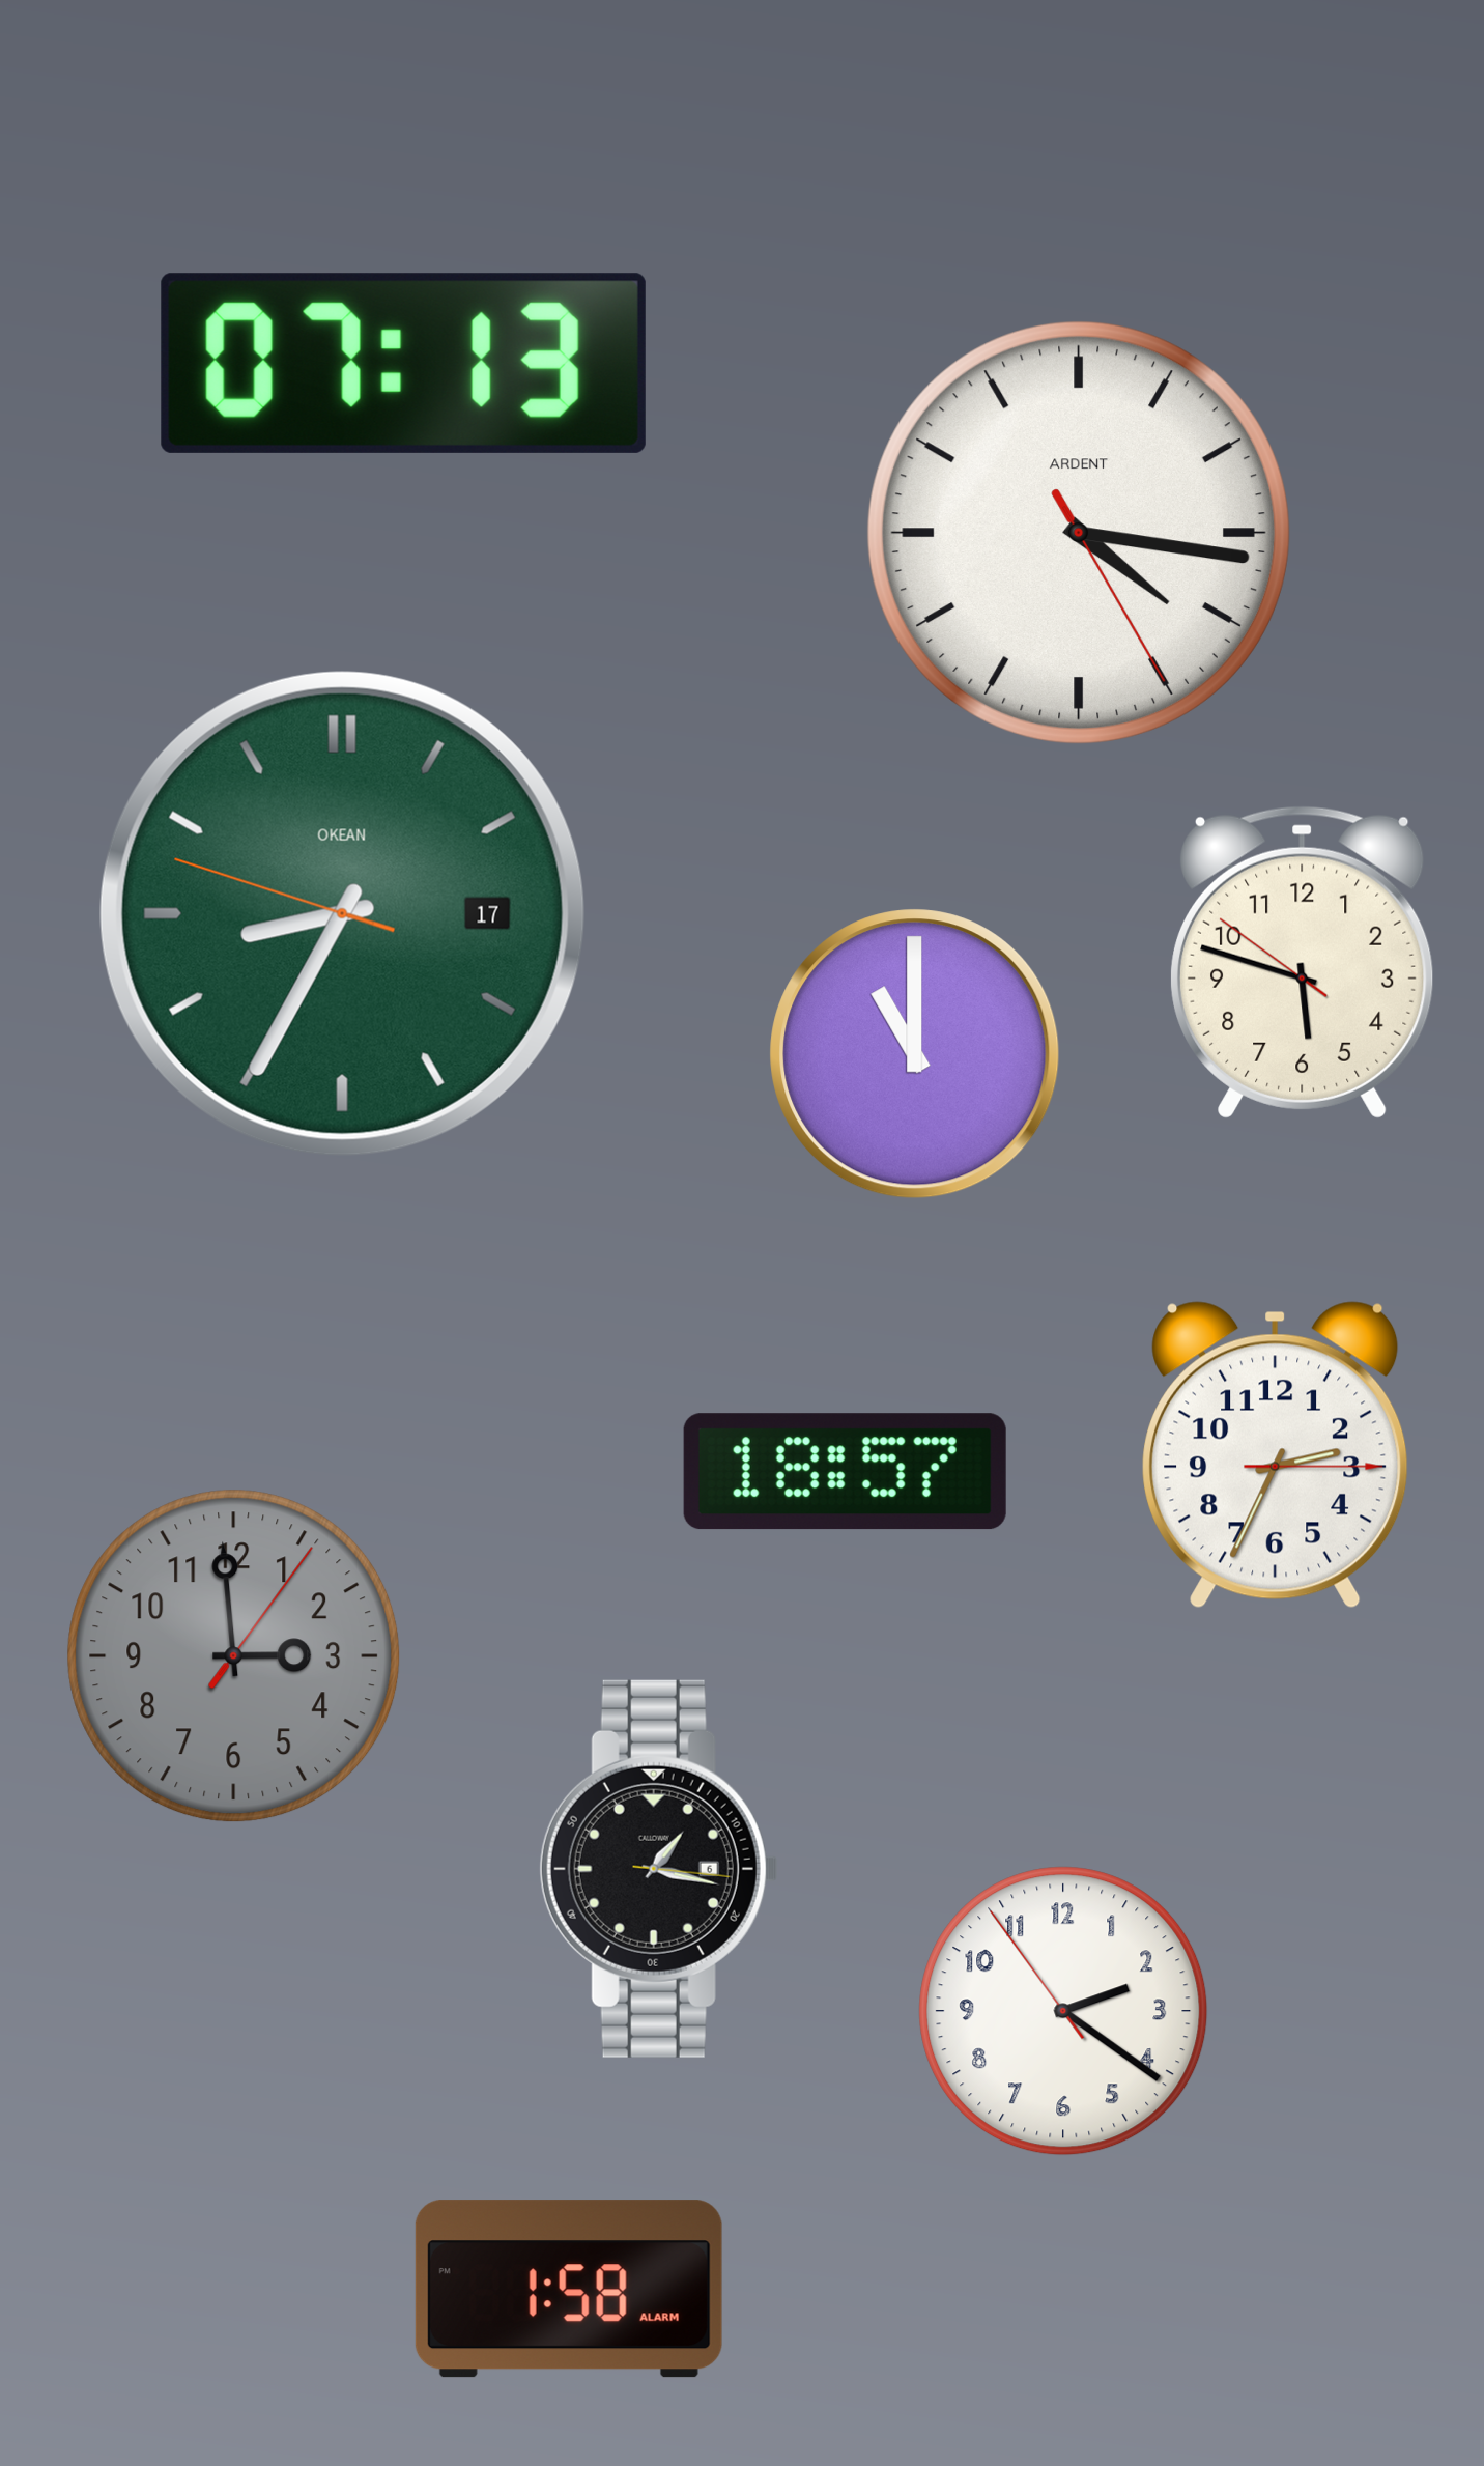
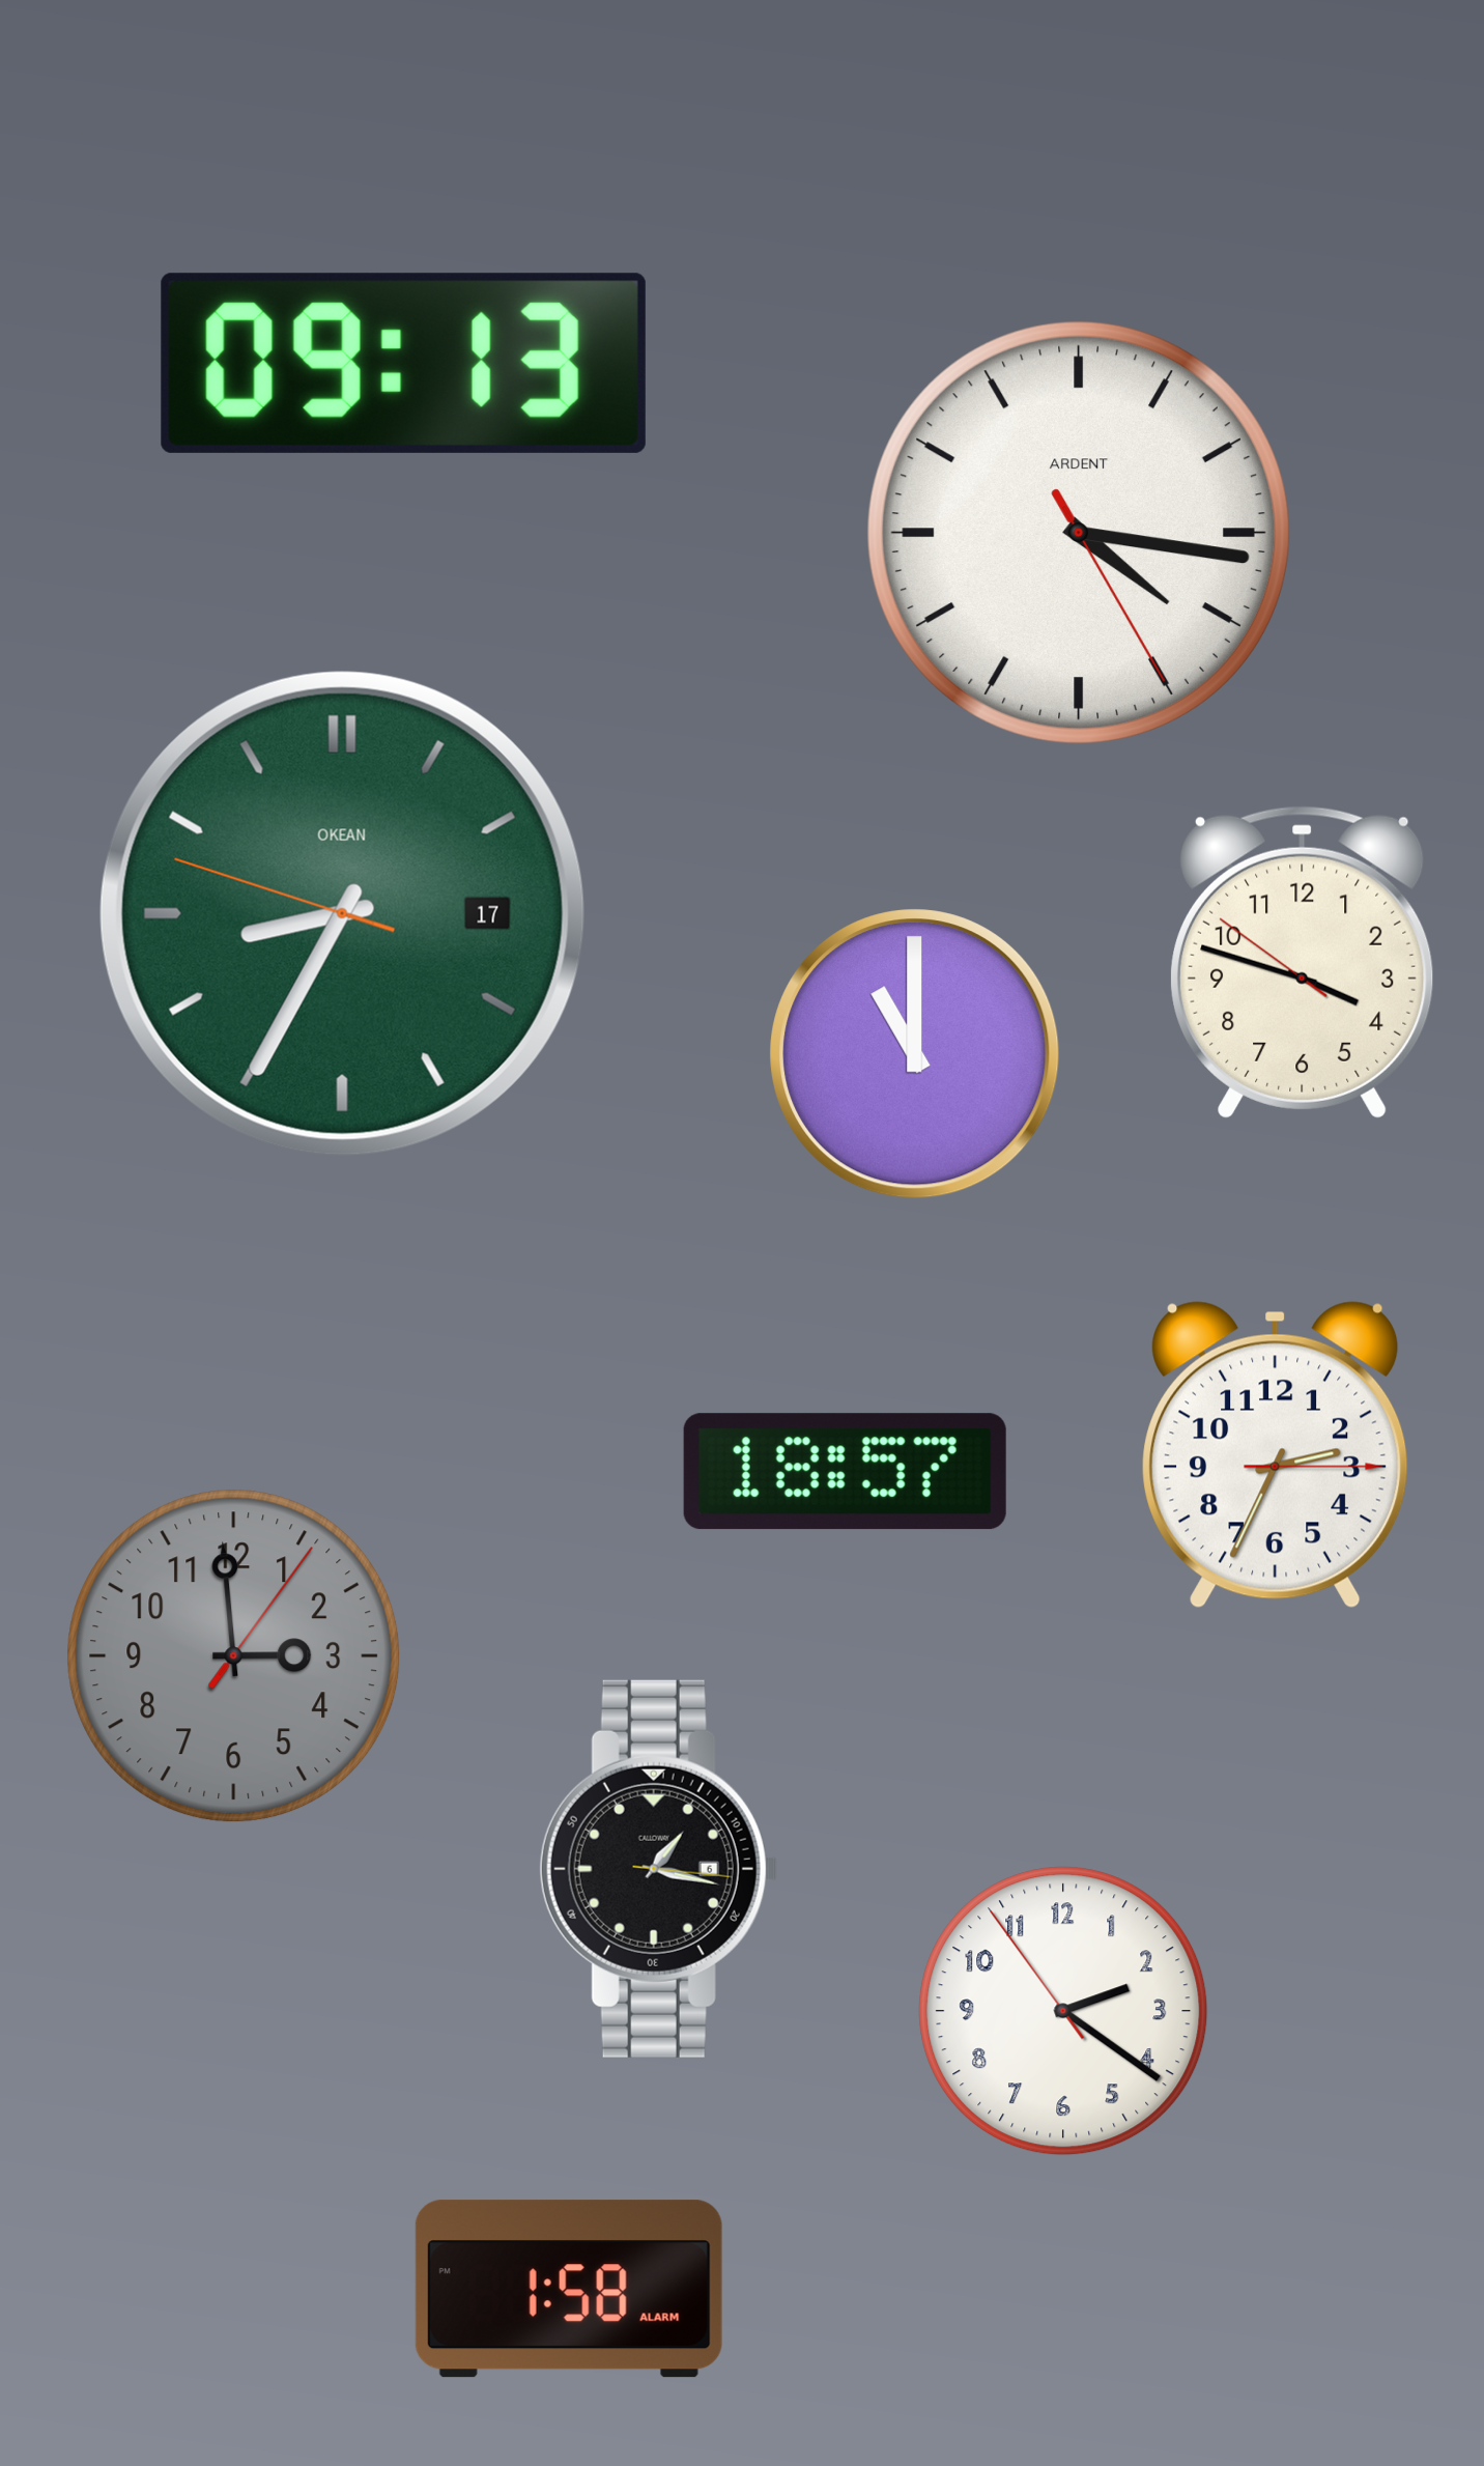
clock at (403, 363): 07:13 -> 09:13
clock at (1303, 962): 5:47 -> 3:47
